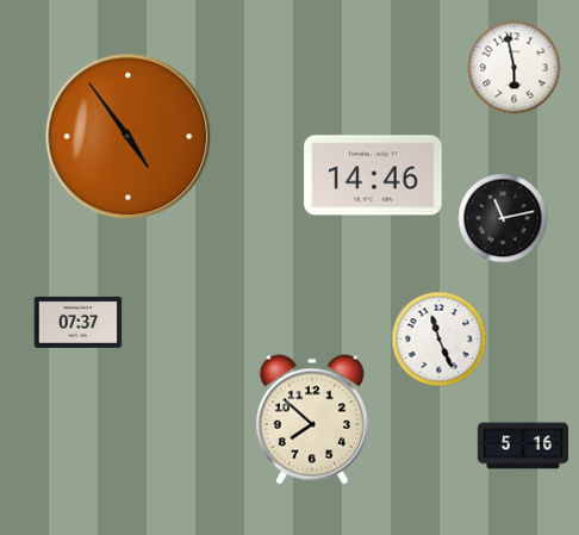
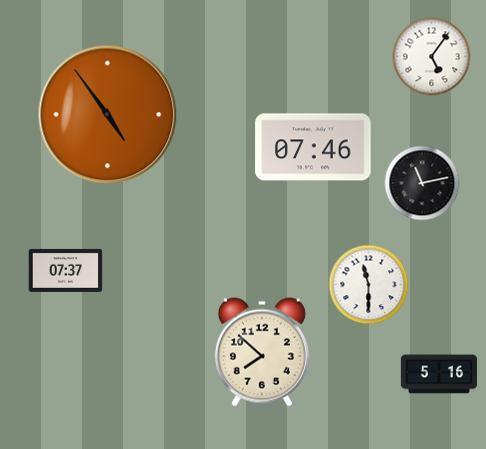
clock at (515, 68): 5:58 -> 5:06
clock at (373, 175): 14:46 -> 07:46
clock at (440, 340): 11:26 -> 11:30
